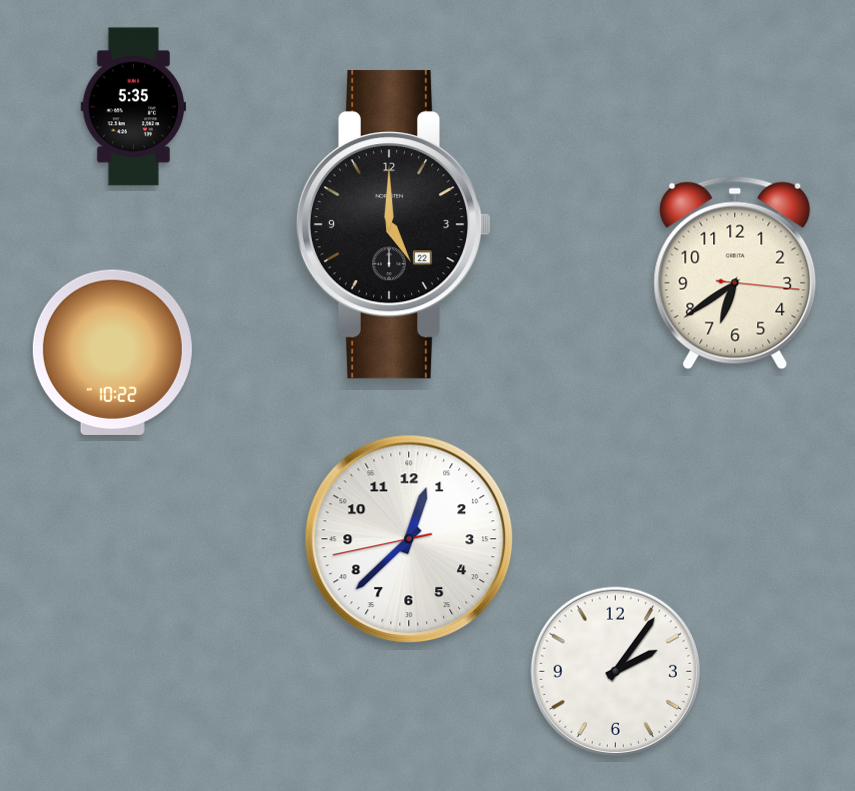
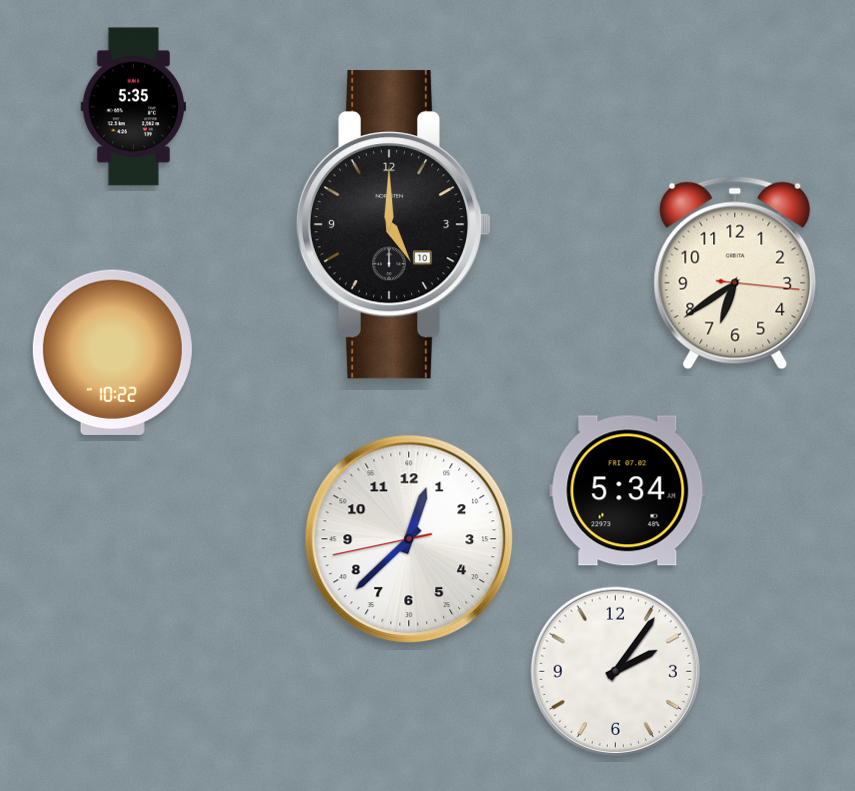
clock at (394, 225) date: 22 -> 10
clock at (628, 491): none -> 5:34
